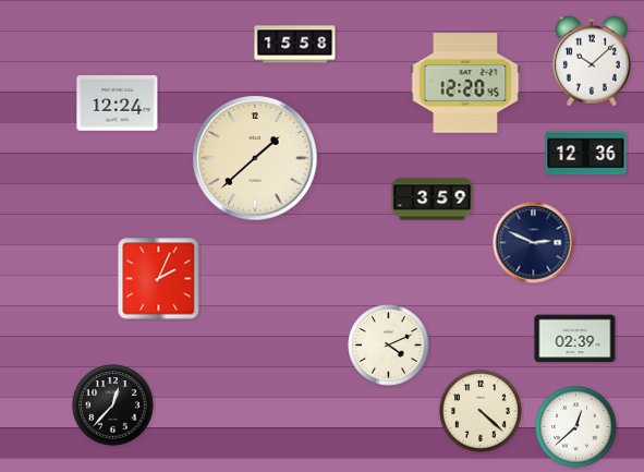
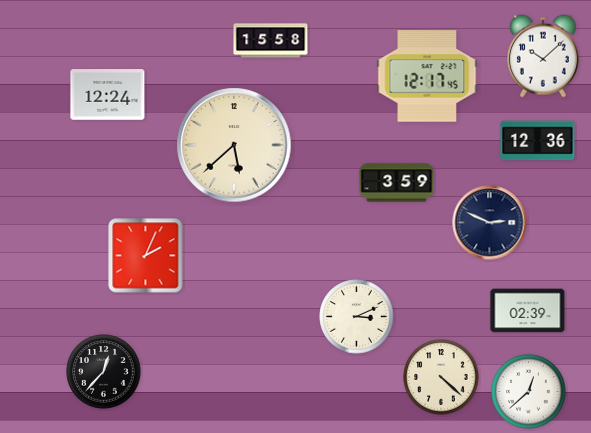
clock at (465, 83): 12:20 -> 12:17
clock at (255, 158): 1:38 -> 5:38
clock at (389, 346): 4:11 -> 3:11
